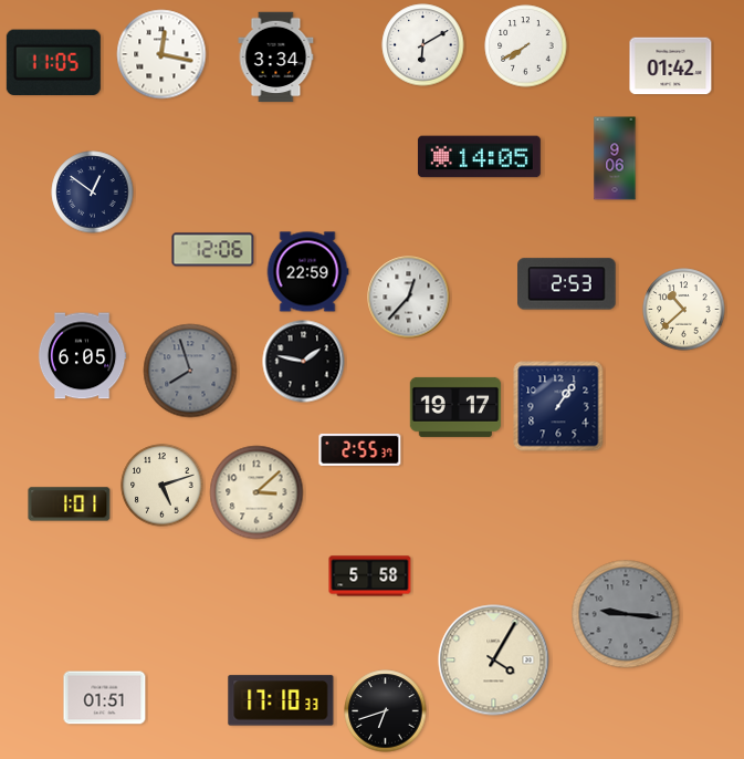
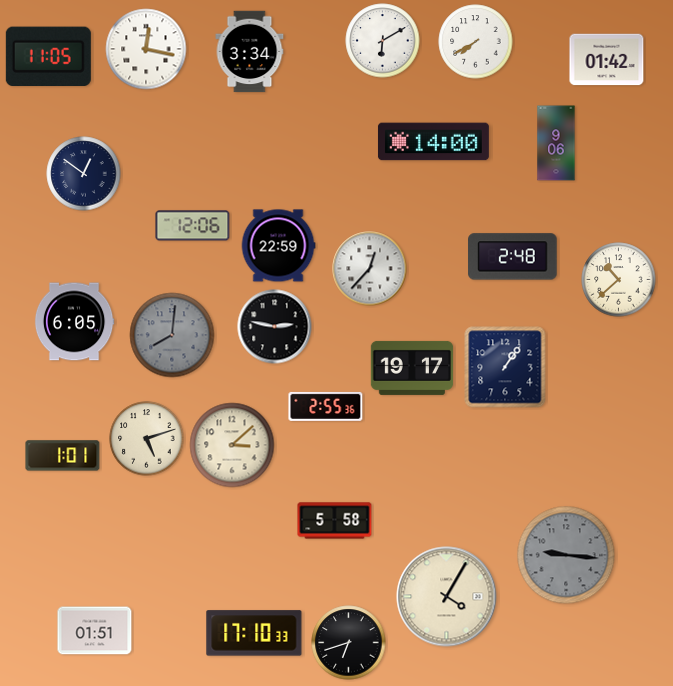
clock at (479, 157): 14:05 -> 14:00
clock at (567, 284): 2:53 -> 2:48
clock at (304, 362): 1:47 -> 2:47
clock at (190, 371): 7:57 -> 8:01
clock at (360, 449): 2:55:37 -> 2:55:36
